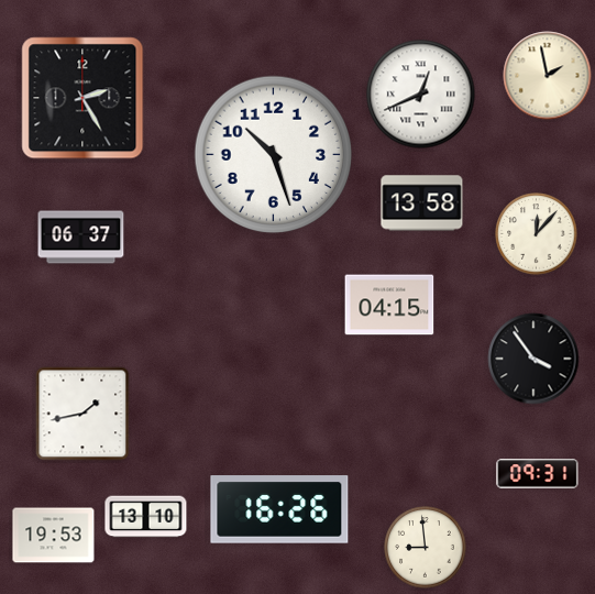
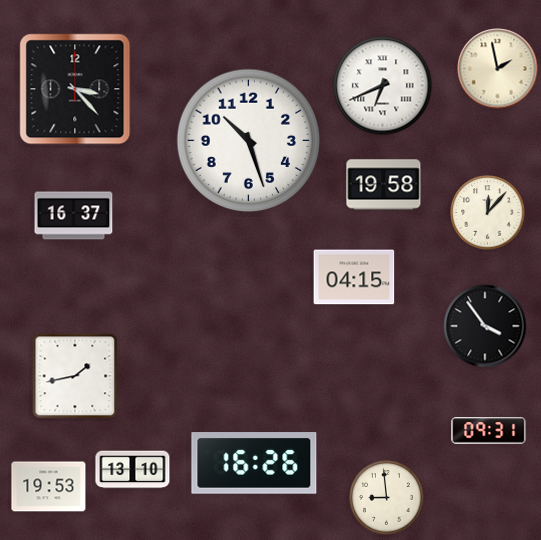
clock at (421, 95): 12:41 -> 6:41
clock at (82, 98): 2:25 -> 3:23
clock at (422, 204): 13:58 -> 19:58
clock at (81, 238): 06:37 -> 16:37
